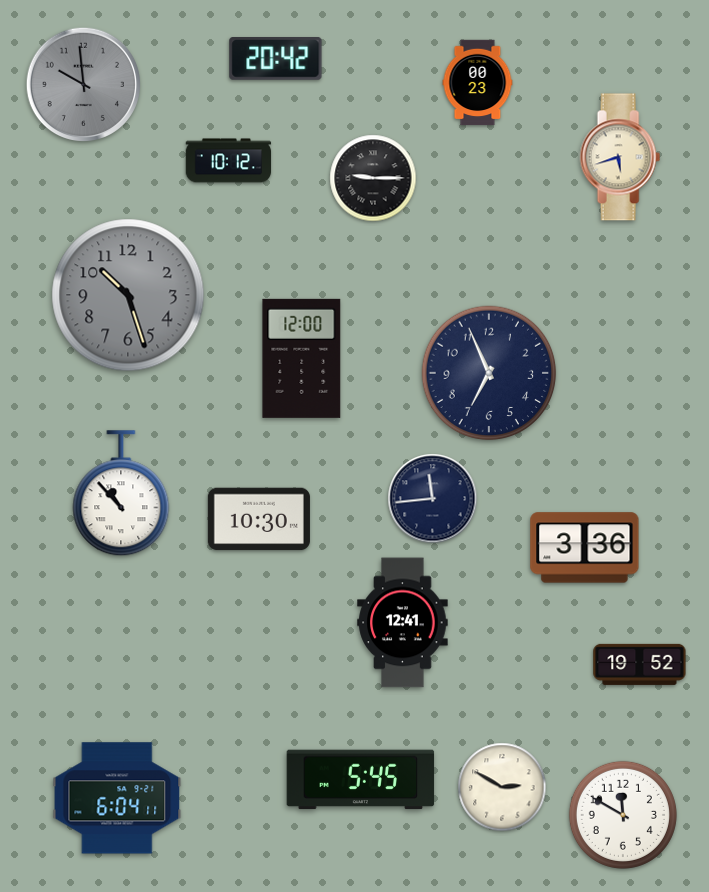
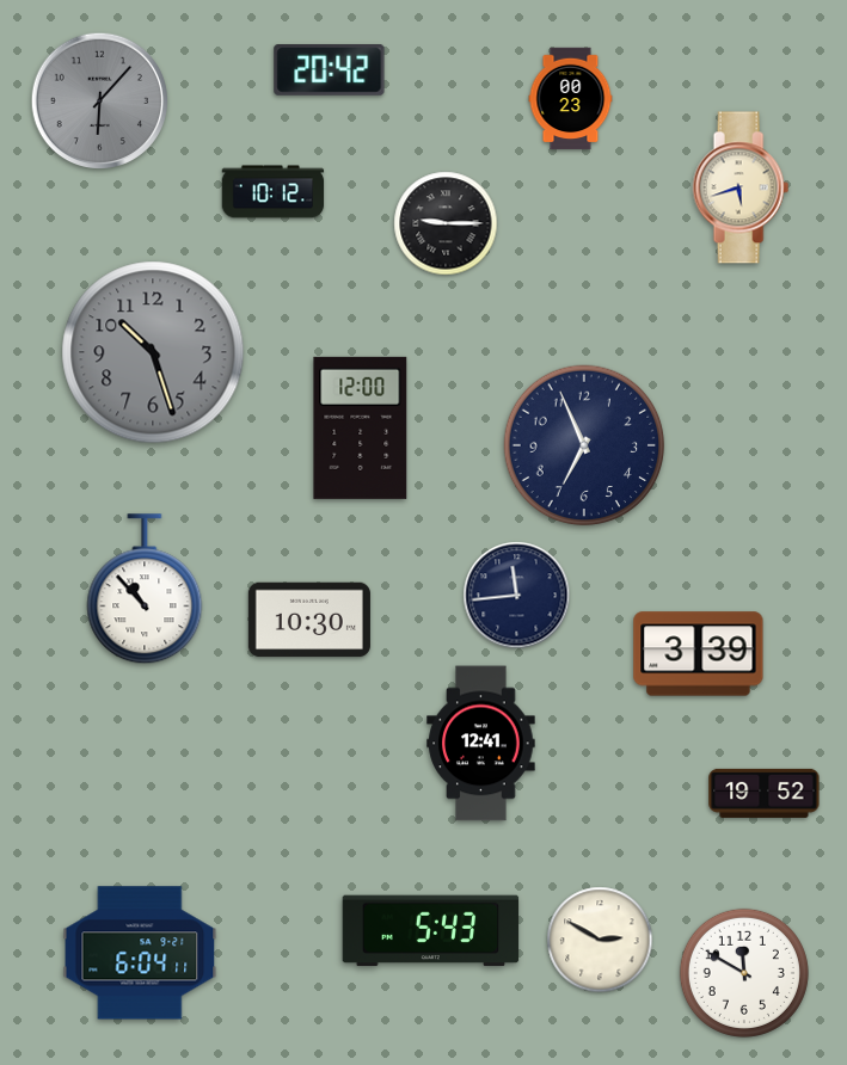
clock at (83, 84): 9:59 -> 6:07
clock at (373, 178) position: (373, 178) -> (446, 223)
clock at (585, 548): 3:36 -> 3:39
clock at (361, 780): 5:45 -> 5:43
